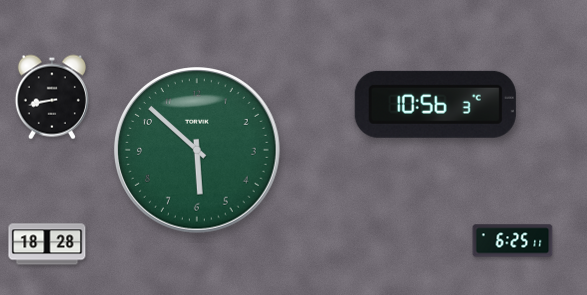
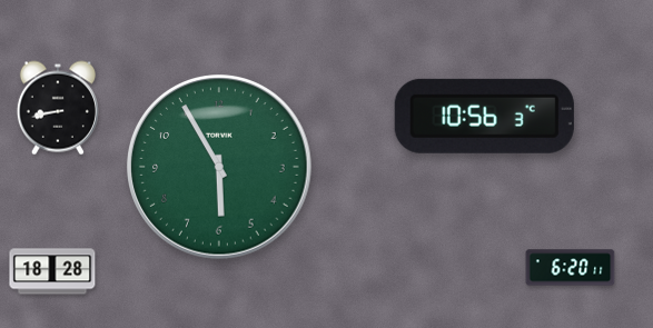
clock at (197, 150): 5:52 -> 5:55
clock at (513, 241): 6:25 -> 6:20
